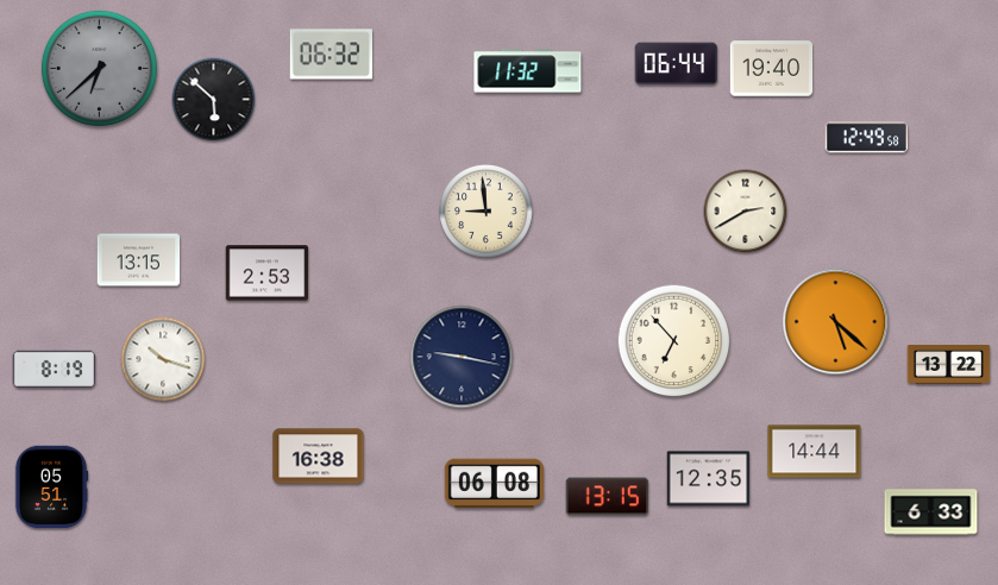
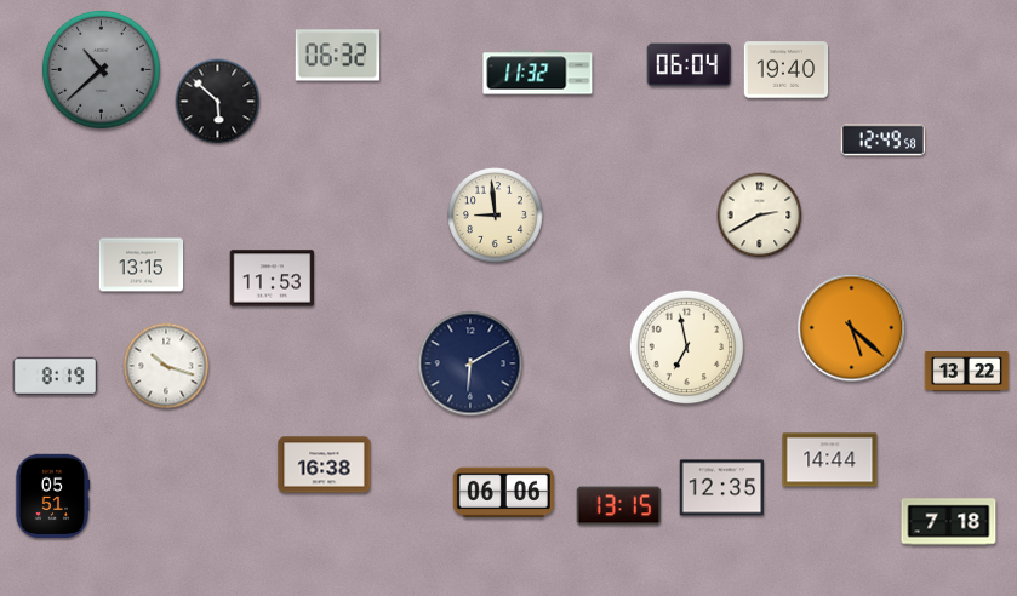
clock at (676, 64): 06:44 -> 06:04
clock at (99, 68): 6:38 -> 10:38
clock at (268, 273): 2:53 -> 11:53
clock at (674, 341): 6:53 -> 6:58
clock at (462, 357): 9:17 -> 6:10
clock at (494, 484): 06:08 -> 06:06
clock at (931, 512): 6:33 -> 7:18
